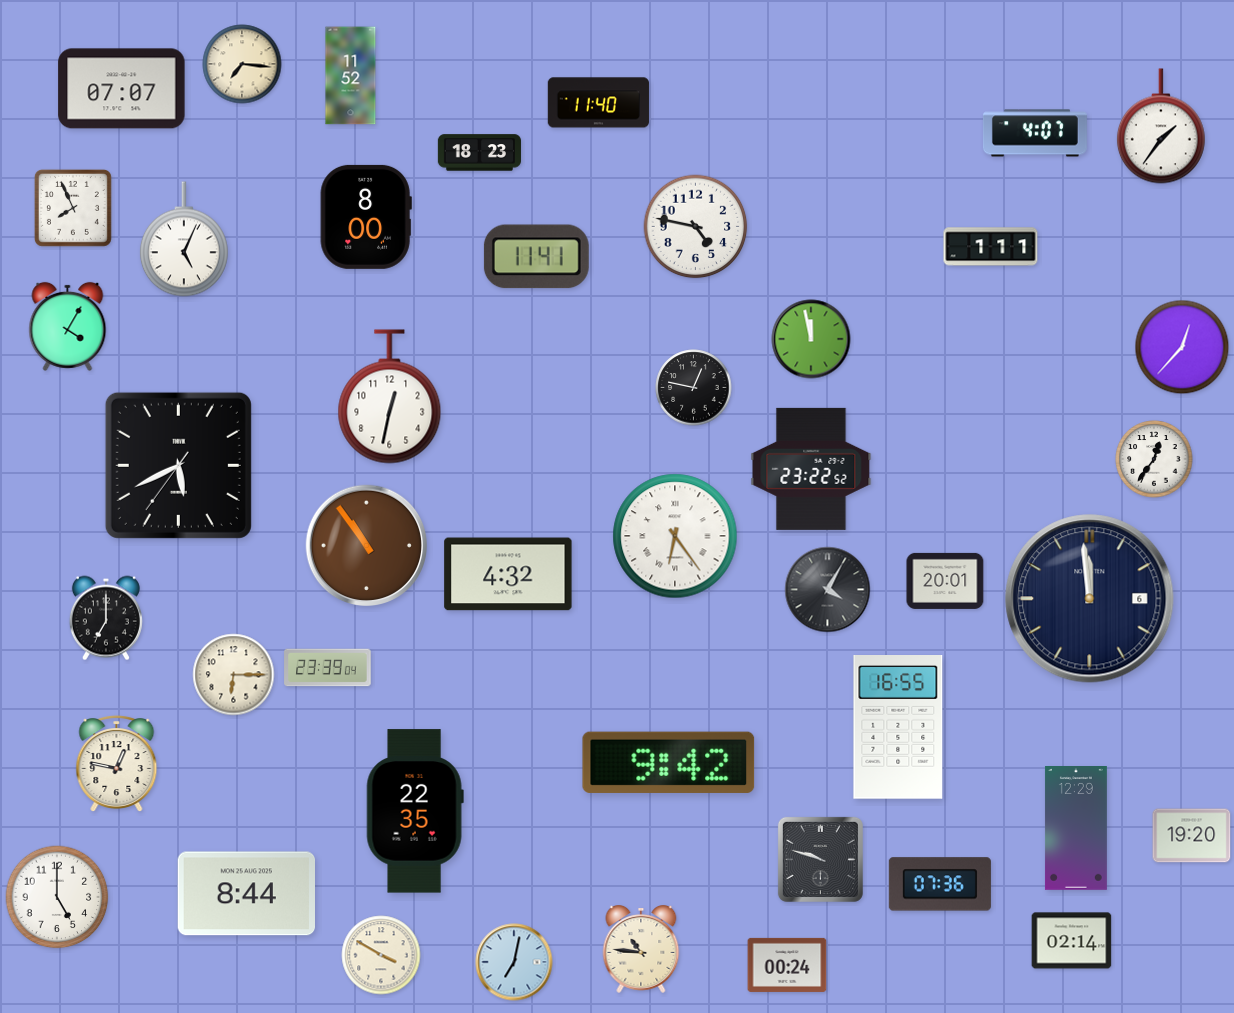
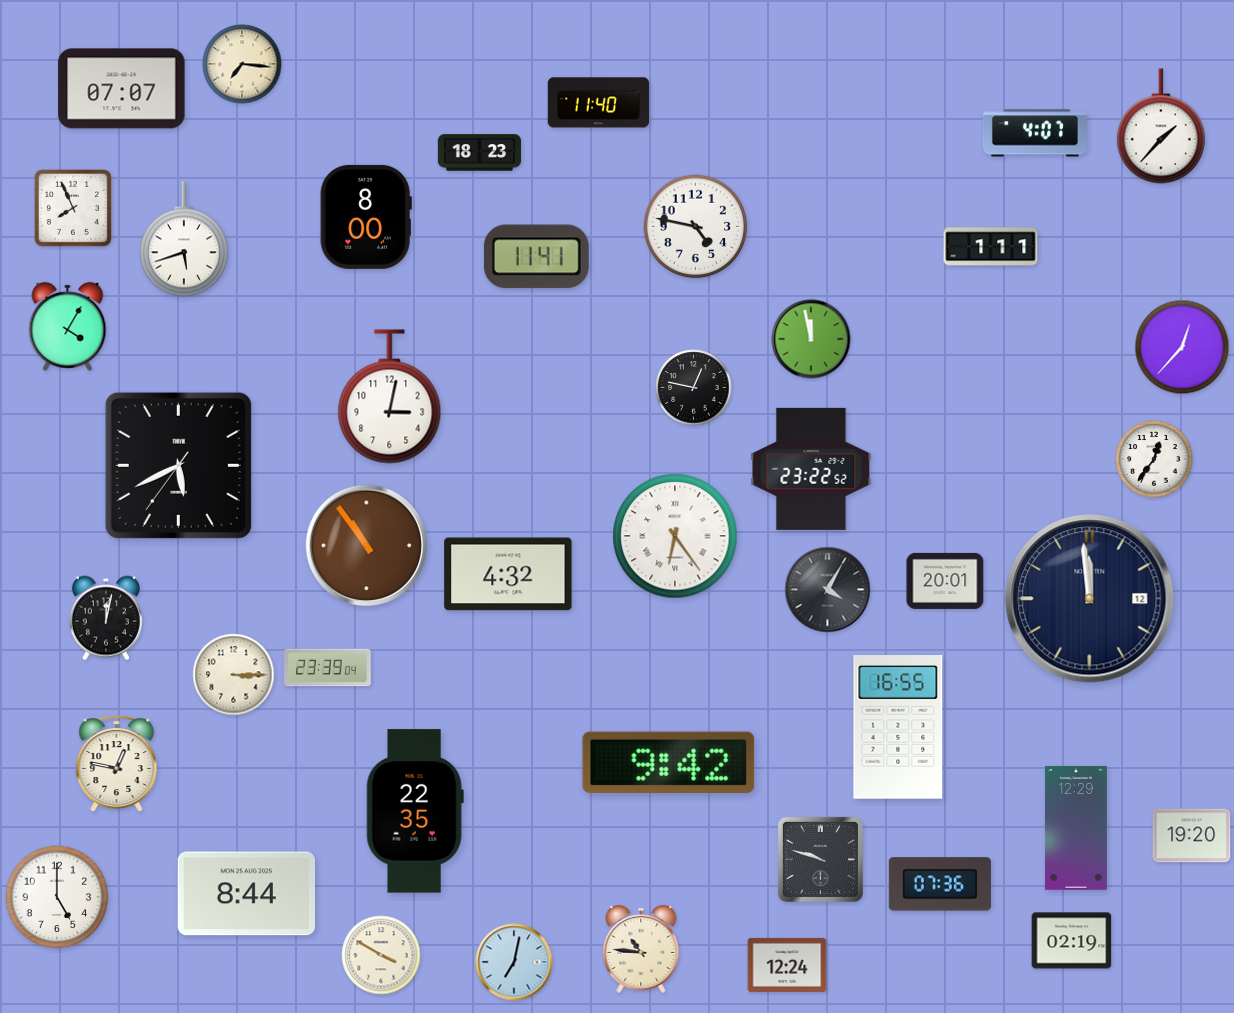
clock at (351, 76): 11:52 -> none
clock at (1161, 126): 1:36 -> 1:37
clock at (184, 239): 5:04 -> 5:42
clock at (390, 397): 12:32 -> 3:02
clock at (1090, 599) date: 6 -> 12
clock at (106, 618): 7:00 -> 12:02
clock at (234, 675): 6:15 -> 3:15
clock at (1072, 941): 02:14 -> 02:19
clock at (787, 965): 00:24 -> 12:24
